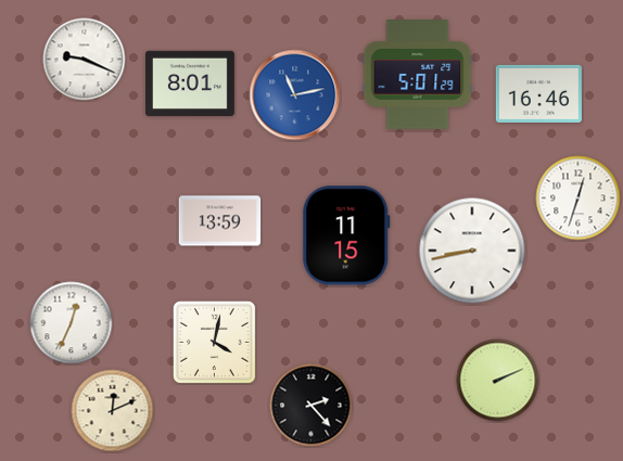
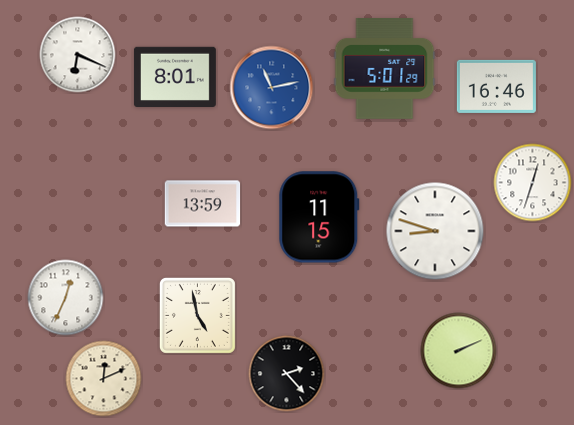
clock at (85, 60): 9:19 -> 6:19
clock at (472, 251): 8:43 -> 8:48
clock at (214, 342): 4:02 -> 4:58
